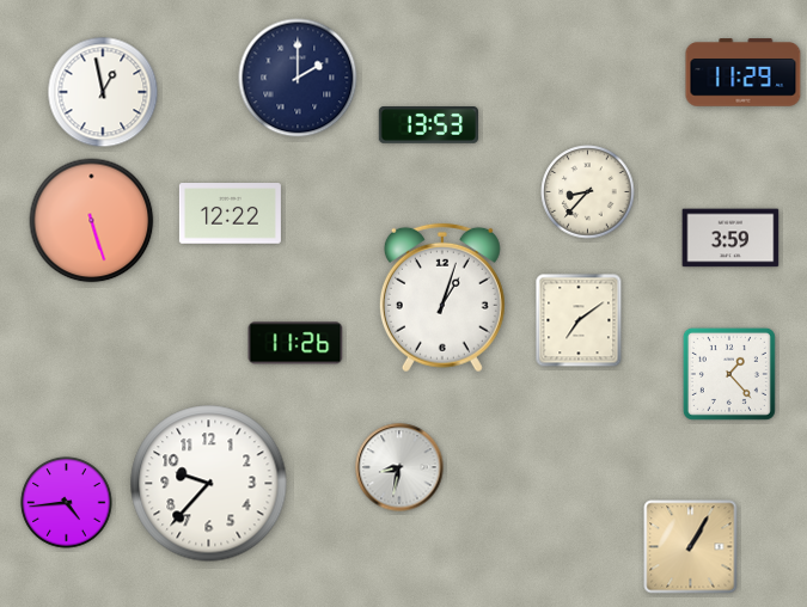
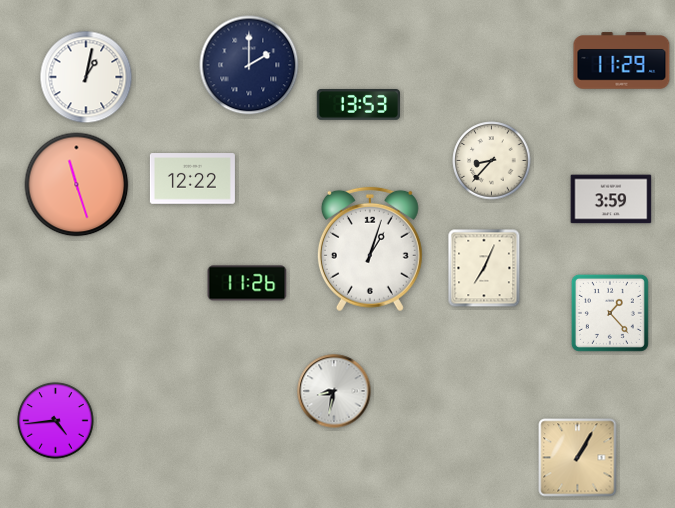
clock at (103, 92): 12:58 -> 1:02
clock at (92, 221): 5:27 -> 11:27
clock at (579, 320): 7:09 -> 7:04
clock at (295, 343) position: (295, 343) -> (247, 283)
clock at (209, 484): 9:37 -> none
